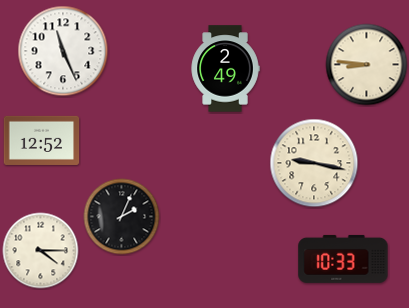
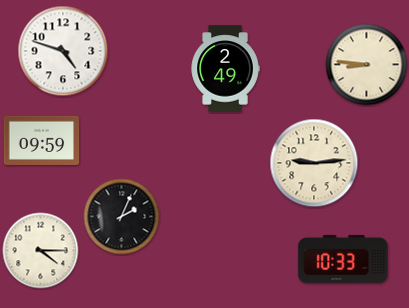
clock at (63, 51): 11:26 -> 4:48
clock at (42, 140): 12:52 -> 09:59
clock at (314, 163): 9:17 -> 9:14
